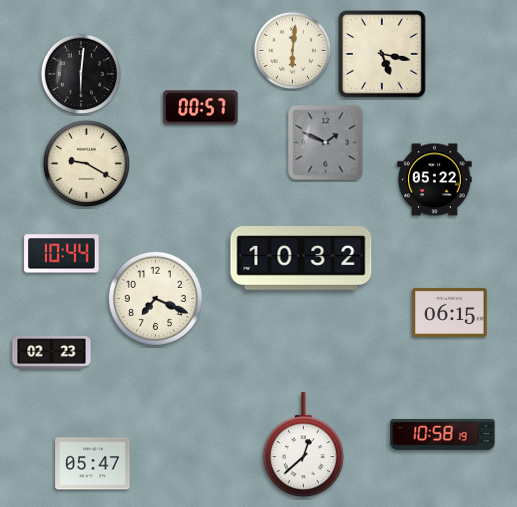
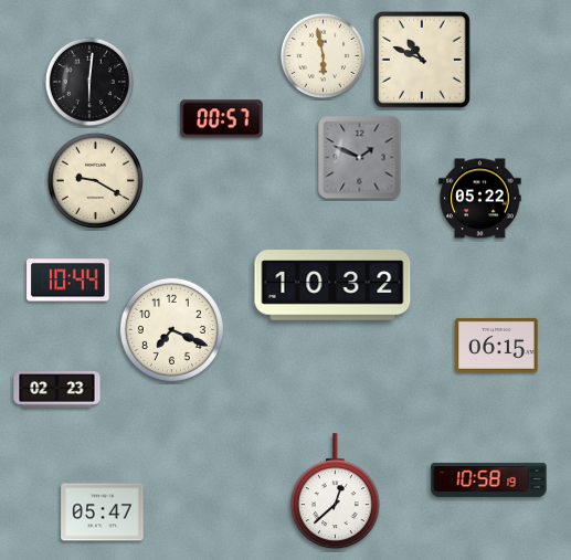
clock at (293, 51): 6:01 -> 5:58
clock at (382, 54): 5:17 -> 10:49
